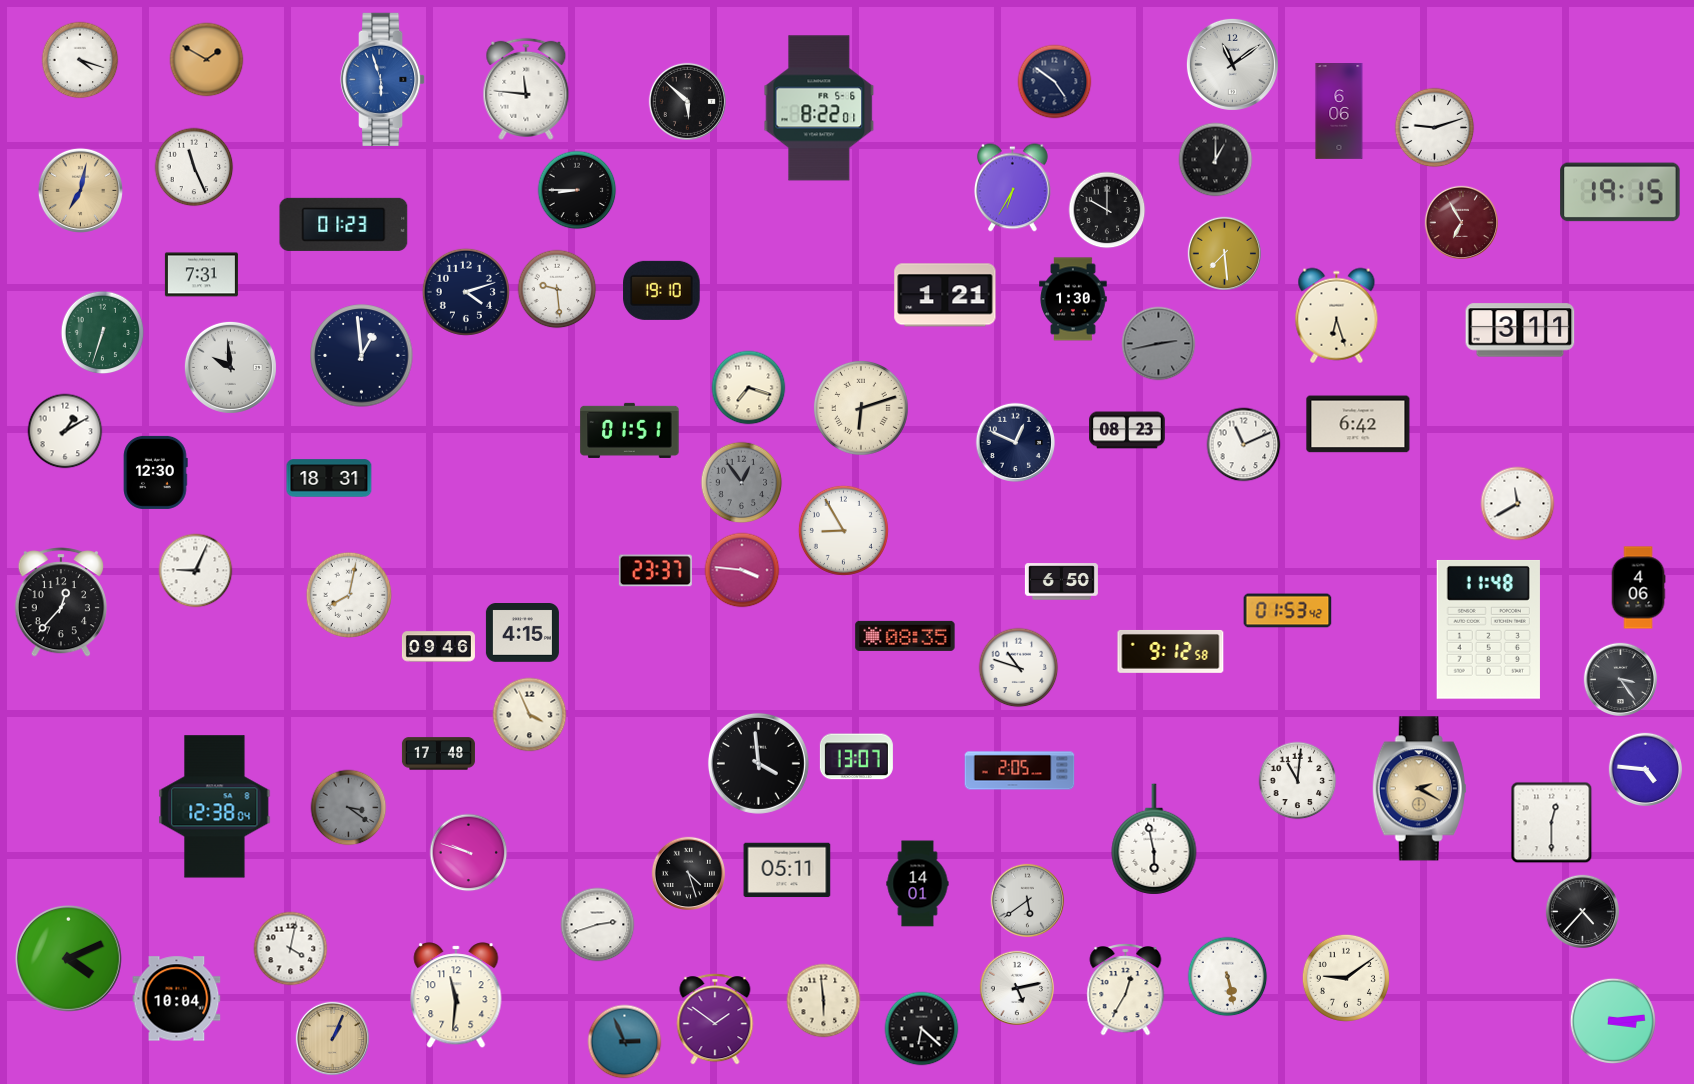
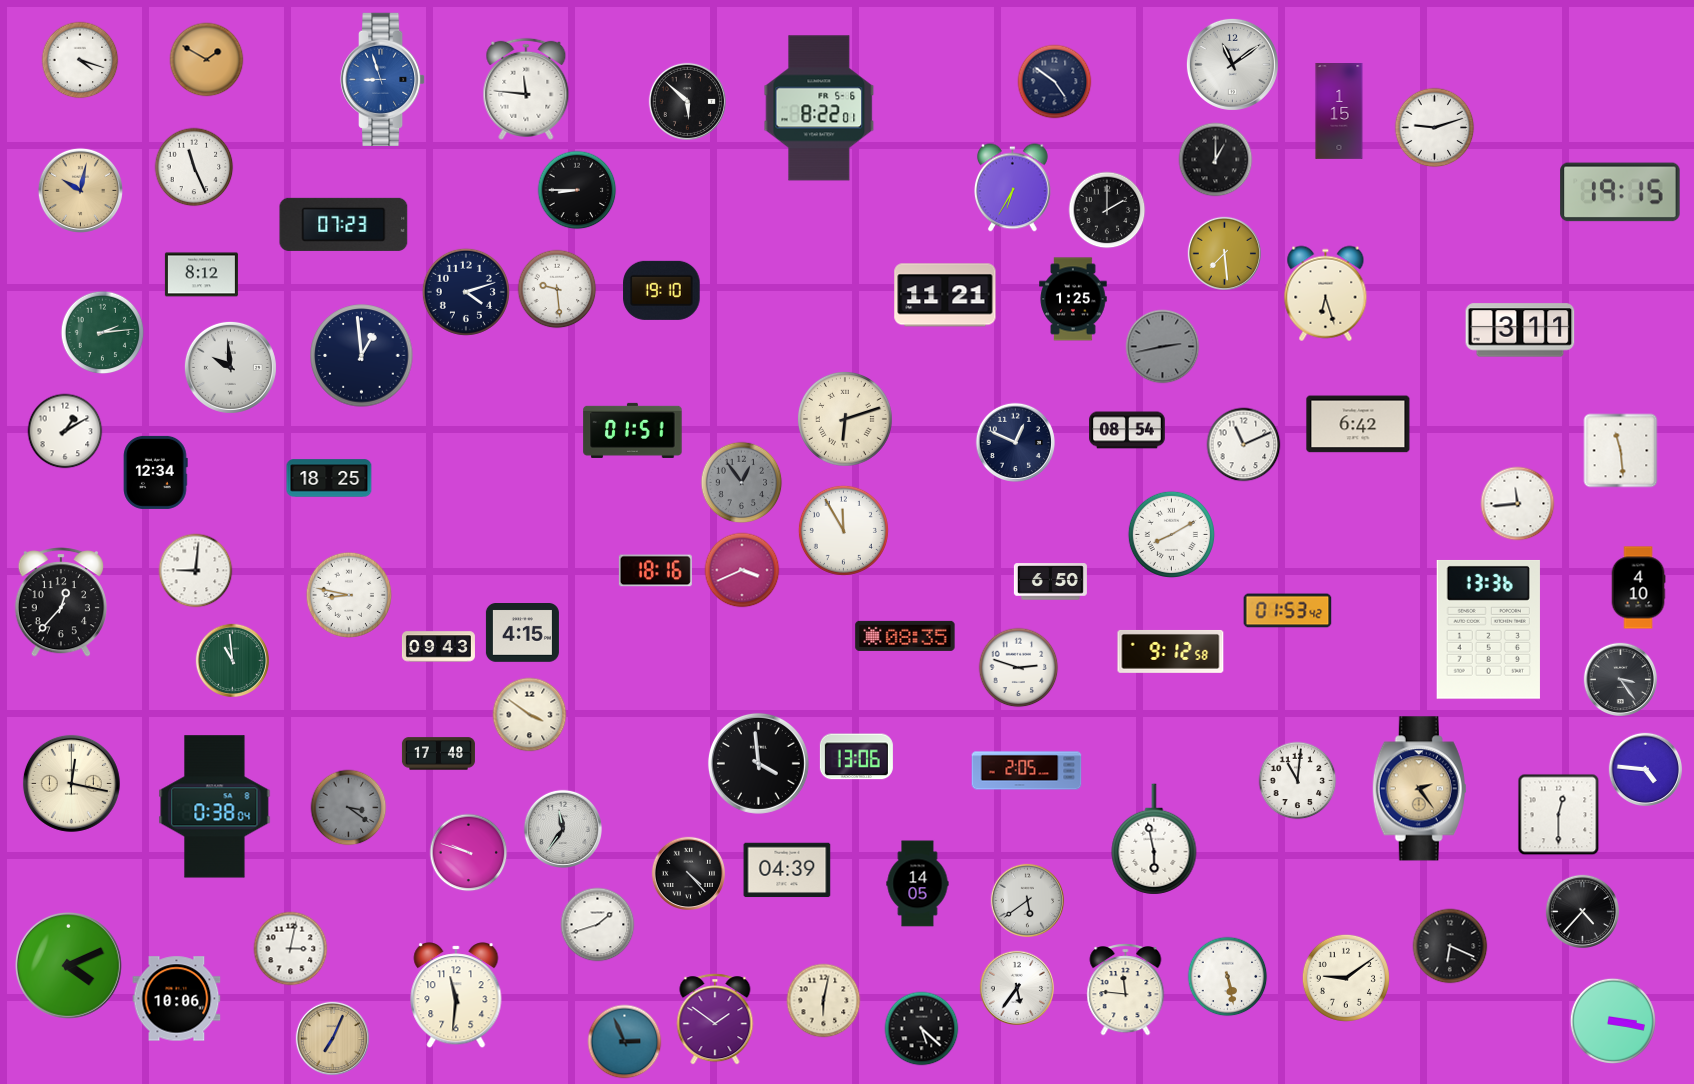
clock at (383, 79): 5:57 -> 8:57
clock at (1339, 112): 6:06 -> 1:15
clock at (80, 190): 7:02 -> 10:02
clock at (1107, 210): 10:00 -> 2:00
clock at (1461, 222): 6:55 -> none
clock at (344, 224): 01:23 -> 07:23
clock at (201, 275): 7:31 -> 8:12
clock at (945, 295): 1:21 -> 11:21
clock at (1073, 299): 1:30 -> 1:25
clock at (1337, 316) position: (1337, 316) -> (1326, 294)
clock at (103, 333): 6:33 -> 2:14
clock at (1159, 344) position: (1159, 344) -> (1163, 347)
clock at (749, 388): 7:18 -> none
clock at (861, 408) position: (861, 408) -> (845, 419)
clock at (630, 430) position: (630, 430) -> (633, 430)
clock at (1127, 430): 08:23 -> 08:54
clock at (1621, 451): none -> 11:29
clock at (156, 472): 12:30 -> 12:34
clock at (329, 478): 18:31 -> 18:25
clock at (1518, 504): 11:40 -> 11:44
clock at (843, 530): 8:55 -> 11:55
clock at (1171, 534): none -> 8:10
clock at (742, 570): 3:46 -> 3:41
clock at (196, 571): 9:04 -> 9:01
clock at (655, 571): 23:37 -> 18:16
clock at (1061, 582) position: (1061, 582) -> (1050, 582)
clock at (1638, 588): 4:06 -> 4:10
clock at (349, 595): 8:02 -> 8:47
clock at (1488, 629): 11:48 -> 13:36
clock at (438, 647): 09:46 -> 09:43
clock at (232, 660): none -> 10:59
clock at (1019, 668): 10:48 -> 2:48
clock at (530, 715): 3:56 -> 3:51
clock at (856, 757): 13:07 -> 13:06
clock at (1020, 771) position: (1020, 771) -> (1027, 771)
clock at (71, 783): none -> 12:17
clock at (1419, 789): 2:20 -> 2:24
clock at (215, 807): 12:38 -> 0:38
clock at (1552, 823) position: (1552, 823) -> (1559, 815)
clock at (563, 829): none -> 11:36
clock at (787, 870): 05:11 -> 04:39
clock at (688, 873): 4:27 -> 4:23
clock at (918, 884): 14:01 -> 14:05
clock at (598, 925): 2:42 -> 1:42
clock at (1450, 946): none -> 6:19
clock at (291, 949): 4:02 -> 3:02
clock at (68, 958) position: (68, 958) -> (68, 965)
clock at (1016, 987): 5:13 -> 5:36
clock at (1126, 990): 12:35 -> 11:46
clock at (177, 999): 10:04 -> 10:06
clock at (824, 1001): 5:59 -> 6:02
clock at (1613, 1021): 3:14 -> 3:17
clock at (922, 1029): 6:22 -> 5:22
clock at (332, 1038): 1:04 -> 7:04
